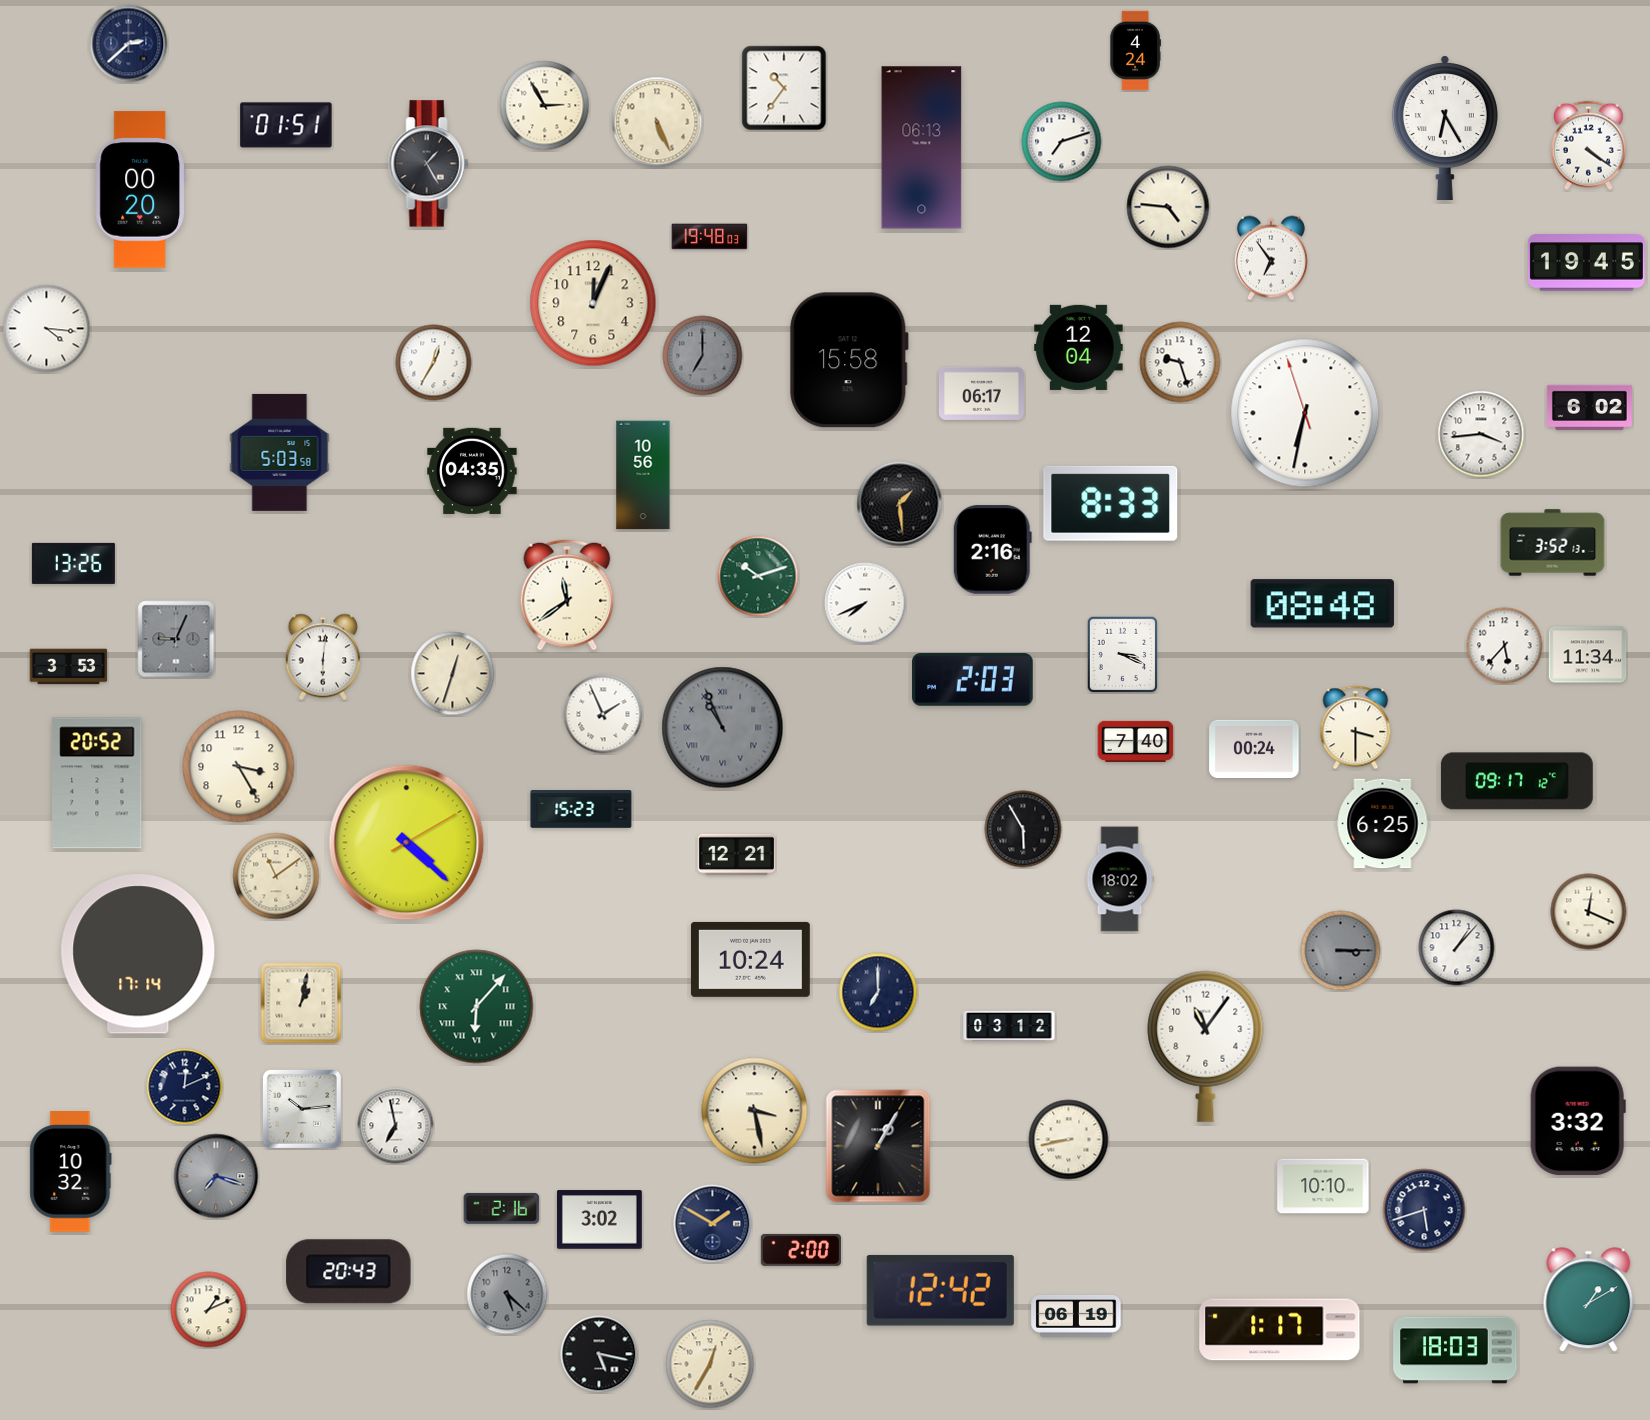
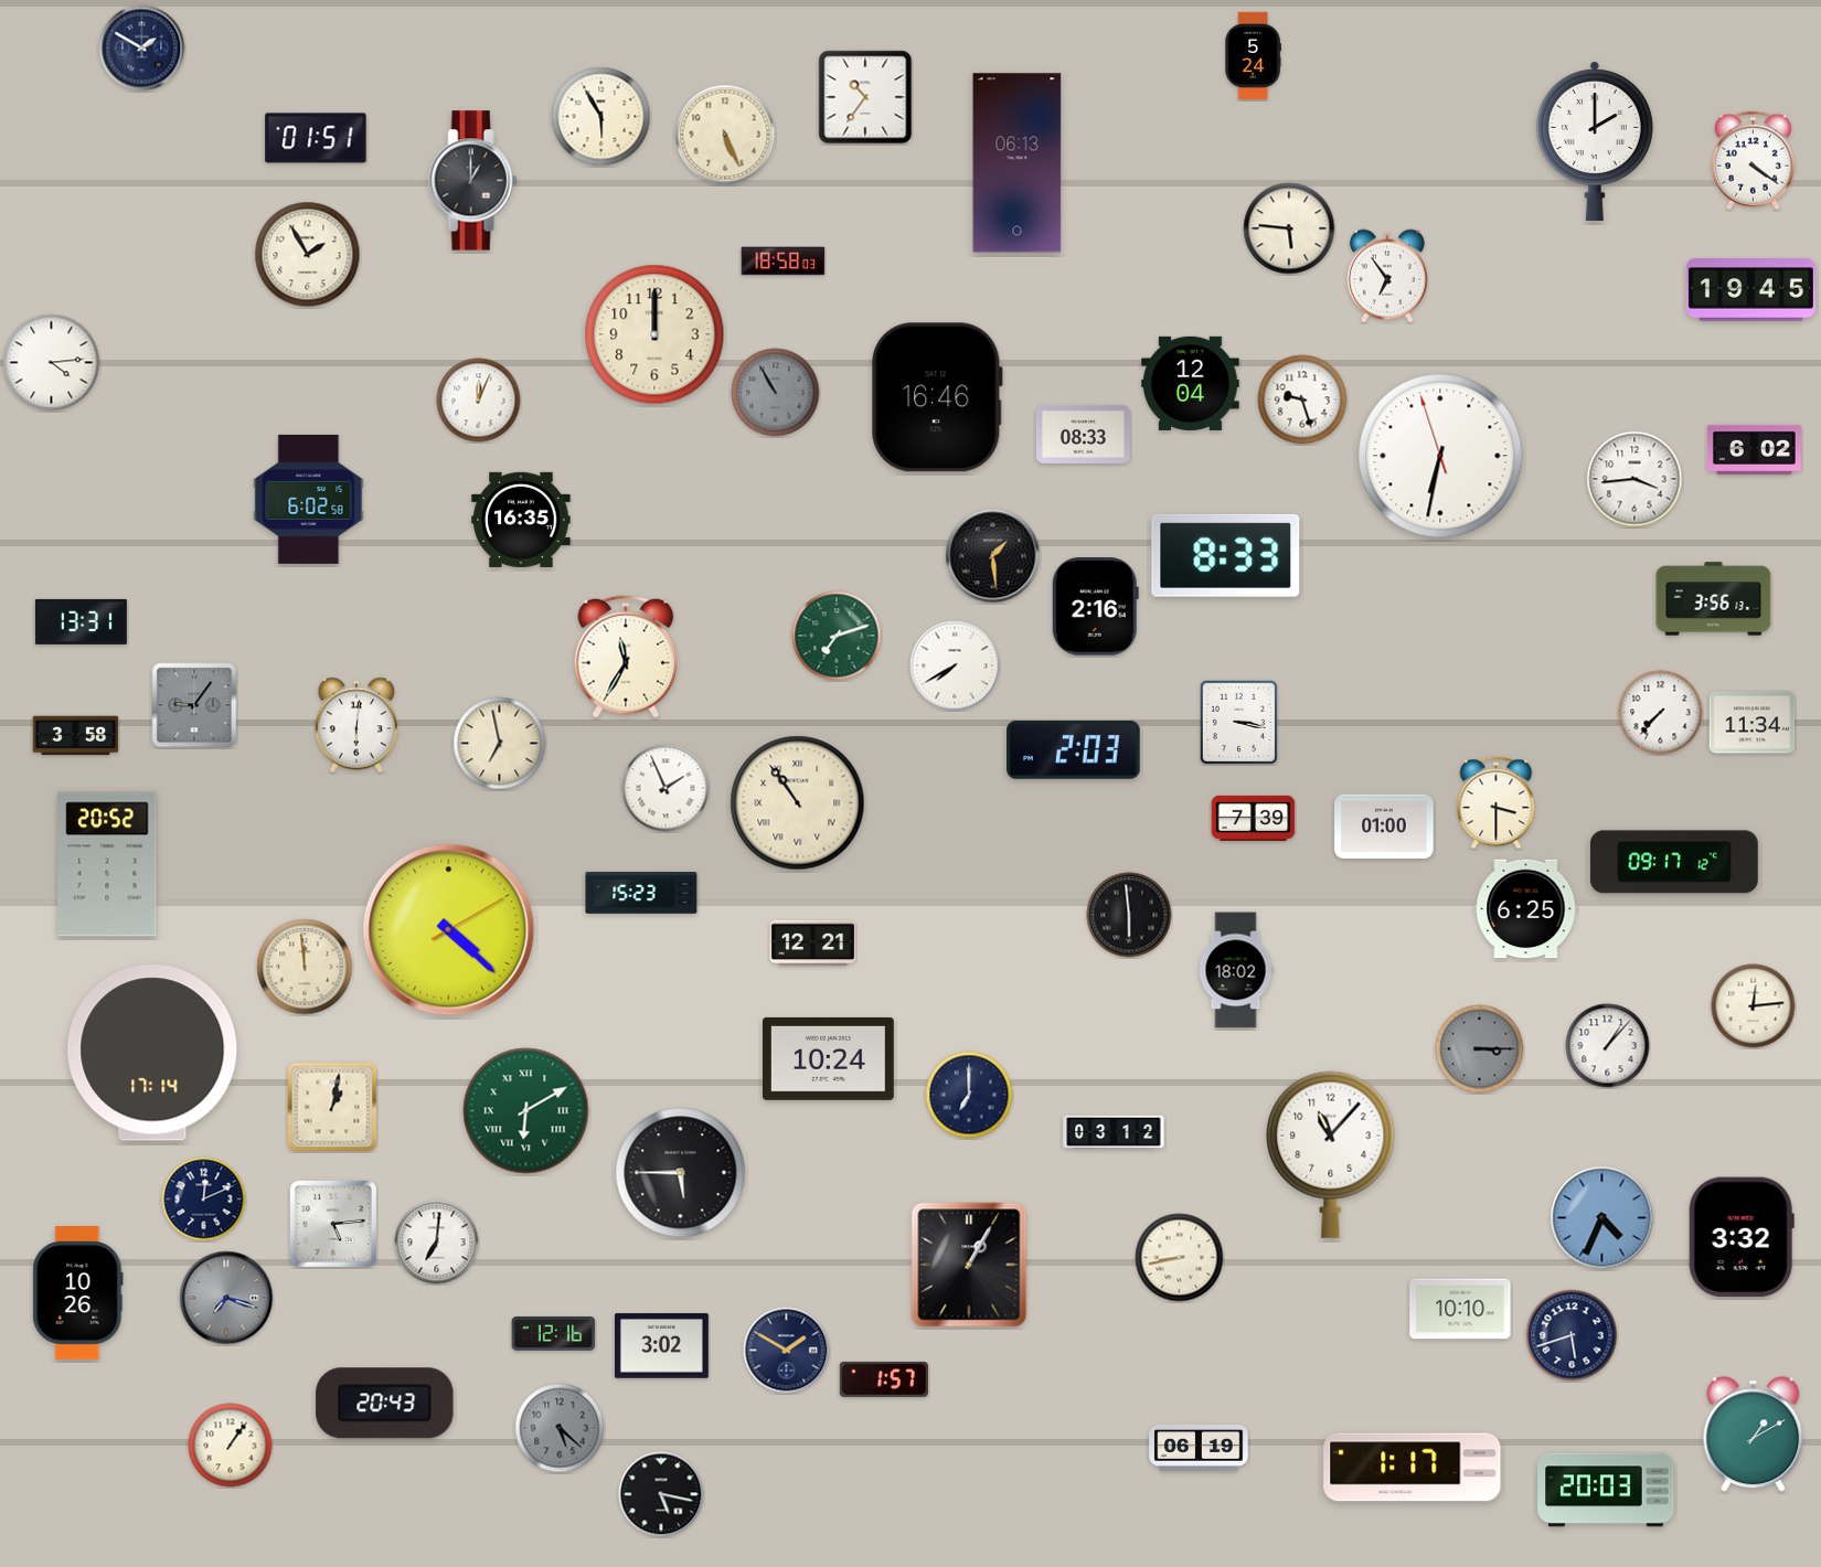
clock at (129, 44): 2:38 -> 1:50
clock at (1135, 51): 4:24 -> 5:24
clock at (545, 106): 2:55 -> 5:55
clock at (1445, 128): 6:25 -> 2:00
clock at (1062, 142): 7:12 -> none
clock at (429, 164): 1:25 -> 1:00
clock at (140, 190): 00:20 -> none
clock at (1168, 207): 4:46 -> 5:46
clock at (308, 255): none -> 1:55
clock at (710, 237): 19:48 -> 18:58
clock at (1271, 258) position: (1271, 258) -> (1387, 276)
clock at (593, 303): 12:04 -> 12:00
clock at (47, 329): 4:16 -> 4:14
clock at (703, 356): 7:00 -> 10:55
clock at (849, 360): 15:58 -> 16:46
clock at (434, 363): 12:35 -> 12:04
clock at (981, 393): 06:17 -> 08:33
clock at (280, 452): 5:03 -> 6:02
clock at (472, 471): 04:35 -> 16:35
clock at (643, 475): 10:56 -> none
clock at (1553, 543): 3:52 -> 3:56
clock at (73, 563): 13:26 -> 13:31
clock at (758, 576): 10:12 -> 7:12
clock at (567, 595): 11:39 -> 11:35
clock at (865, 603): 7:41 -> 7:40
clock at (1322, 604): 08:48 -> none
clock at (176, 639): 9:04 -> 9:06
clock at (1505, 646): 5:37 -> 7:37
clock at (1123, 654): 3:19 -> 3:17
clock at (69, 667): 3:53 -> 3:58
clock at (453, 674): 12:33 -> 6:58
clock at (723, 728): 10:56 -> 10:54
clock at (723, 728) dial: grey -> cream
clock at (1136, 741): 7:40 -> 7:39
clock at (1254, 748): 00:24 -> 01:00
clock at (239, 767): 3:25 -> none
clock at (1023, 829): 5:55 -> 5:59
clock at (276, 876): 11:09 -> 11:59
clock at (1589, 912): 12:19 -> 12:14
clock at (477, 1007): 6:07 -> 6:10
clock at (1206, 1046): 11:06 -> 11:07
clock at (681, 1173): none -> 5:45
clock at (1602, 1218): none -> 4:34
clock at (302, 1109): 10:14 -> 5:14
clock at (755, 1111): 3:28 -> none
clock at (396, 1126): 6:58 -> 7:01
clock at (71, 1172): 10:32 -> 10:26
clock at (216, 1176) position: (216, 1176) -> (226, 1298)
clock at (502, 1208): 2:16 -> 12:16
clock at (801, 1250): 2:00 -> 1:57
clock at (940, 1290): 12:42 -> none
clock at (209, 1310): 1:11 -> 1:06
clock at (1076, 1316) position: (1076, 1316) -> (1199, 1448)
clock at (1455, 1350): 18:03 -> 20:03
clock at (710, 1364): 12:35 -> none
